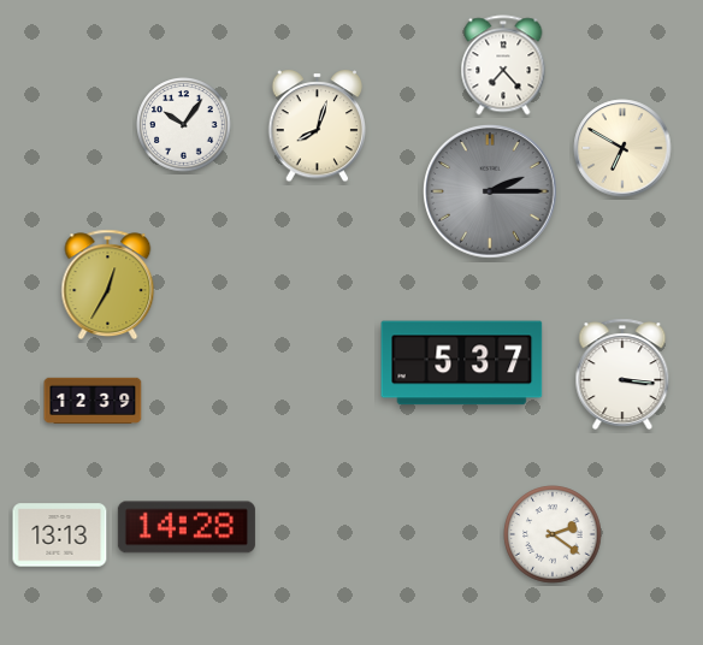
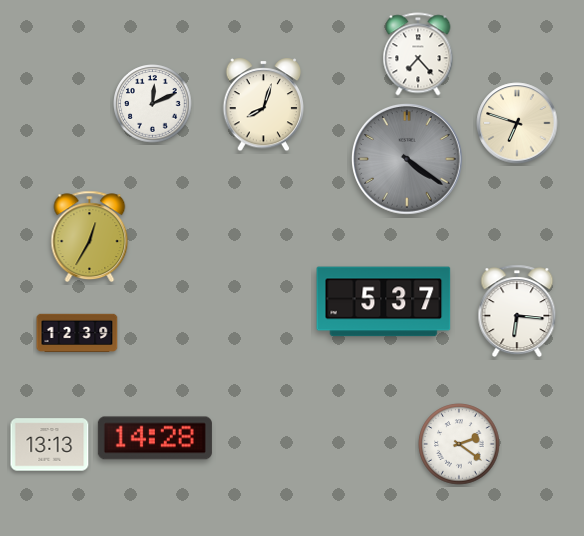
clock at (184, 125): 10:06 -> 12:11
clock at (622, 148): 6:50 -> 6:48
clock at (490, 191): 2:15 -> 4:21
clock at (622, 374): 3:16 -> 6:16
